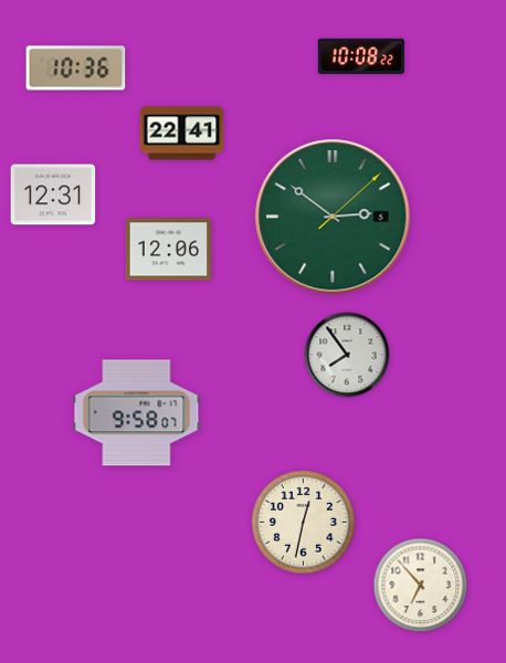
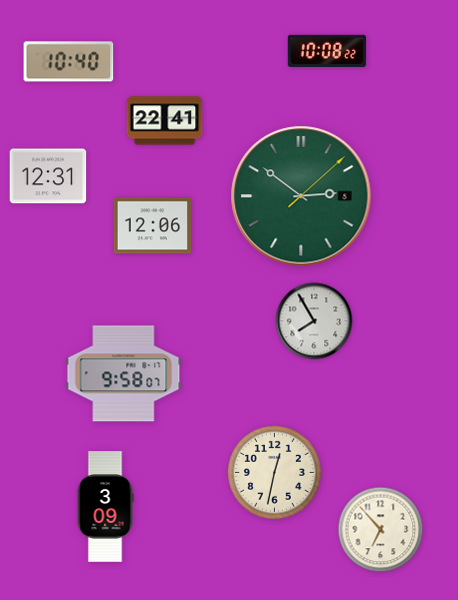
clock at (76, 69): 10:36 -> 10:40
clock at (347, 355): 7:54 -> 7:55
clock at (105, 507): none -> 3:09
